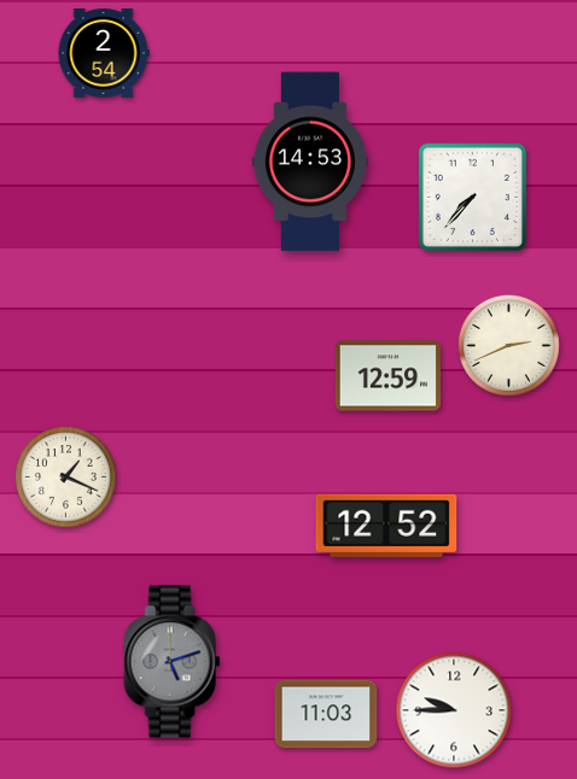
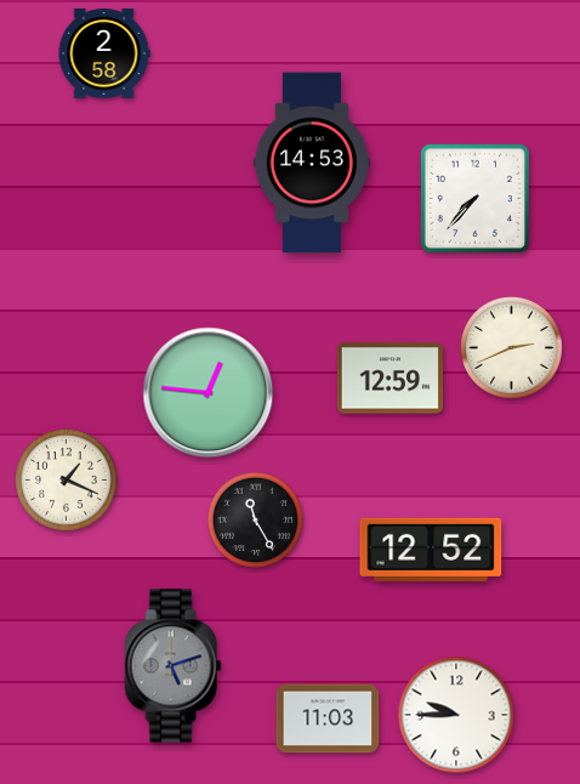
clock at (104, 53): 2:54 -> 2:58
clock at (209, 393): none -> 12:46
clock at (255, 519): none -> 11:25
clock at (386, 526) position: (386, 526) -> (431, 550)
